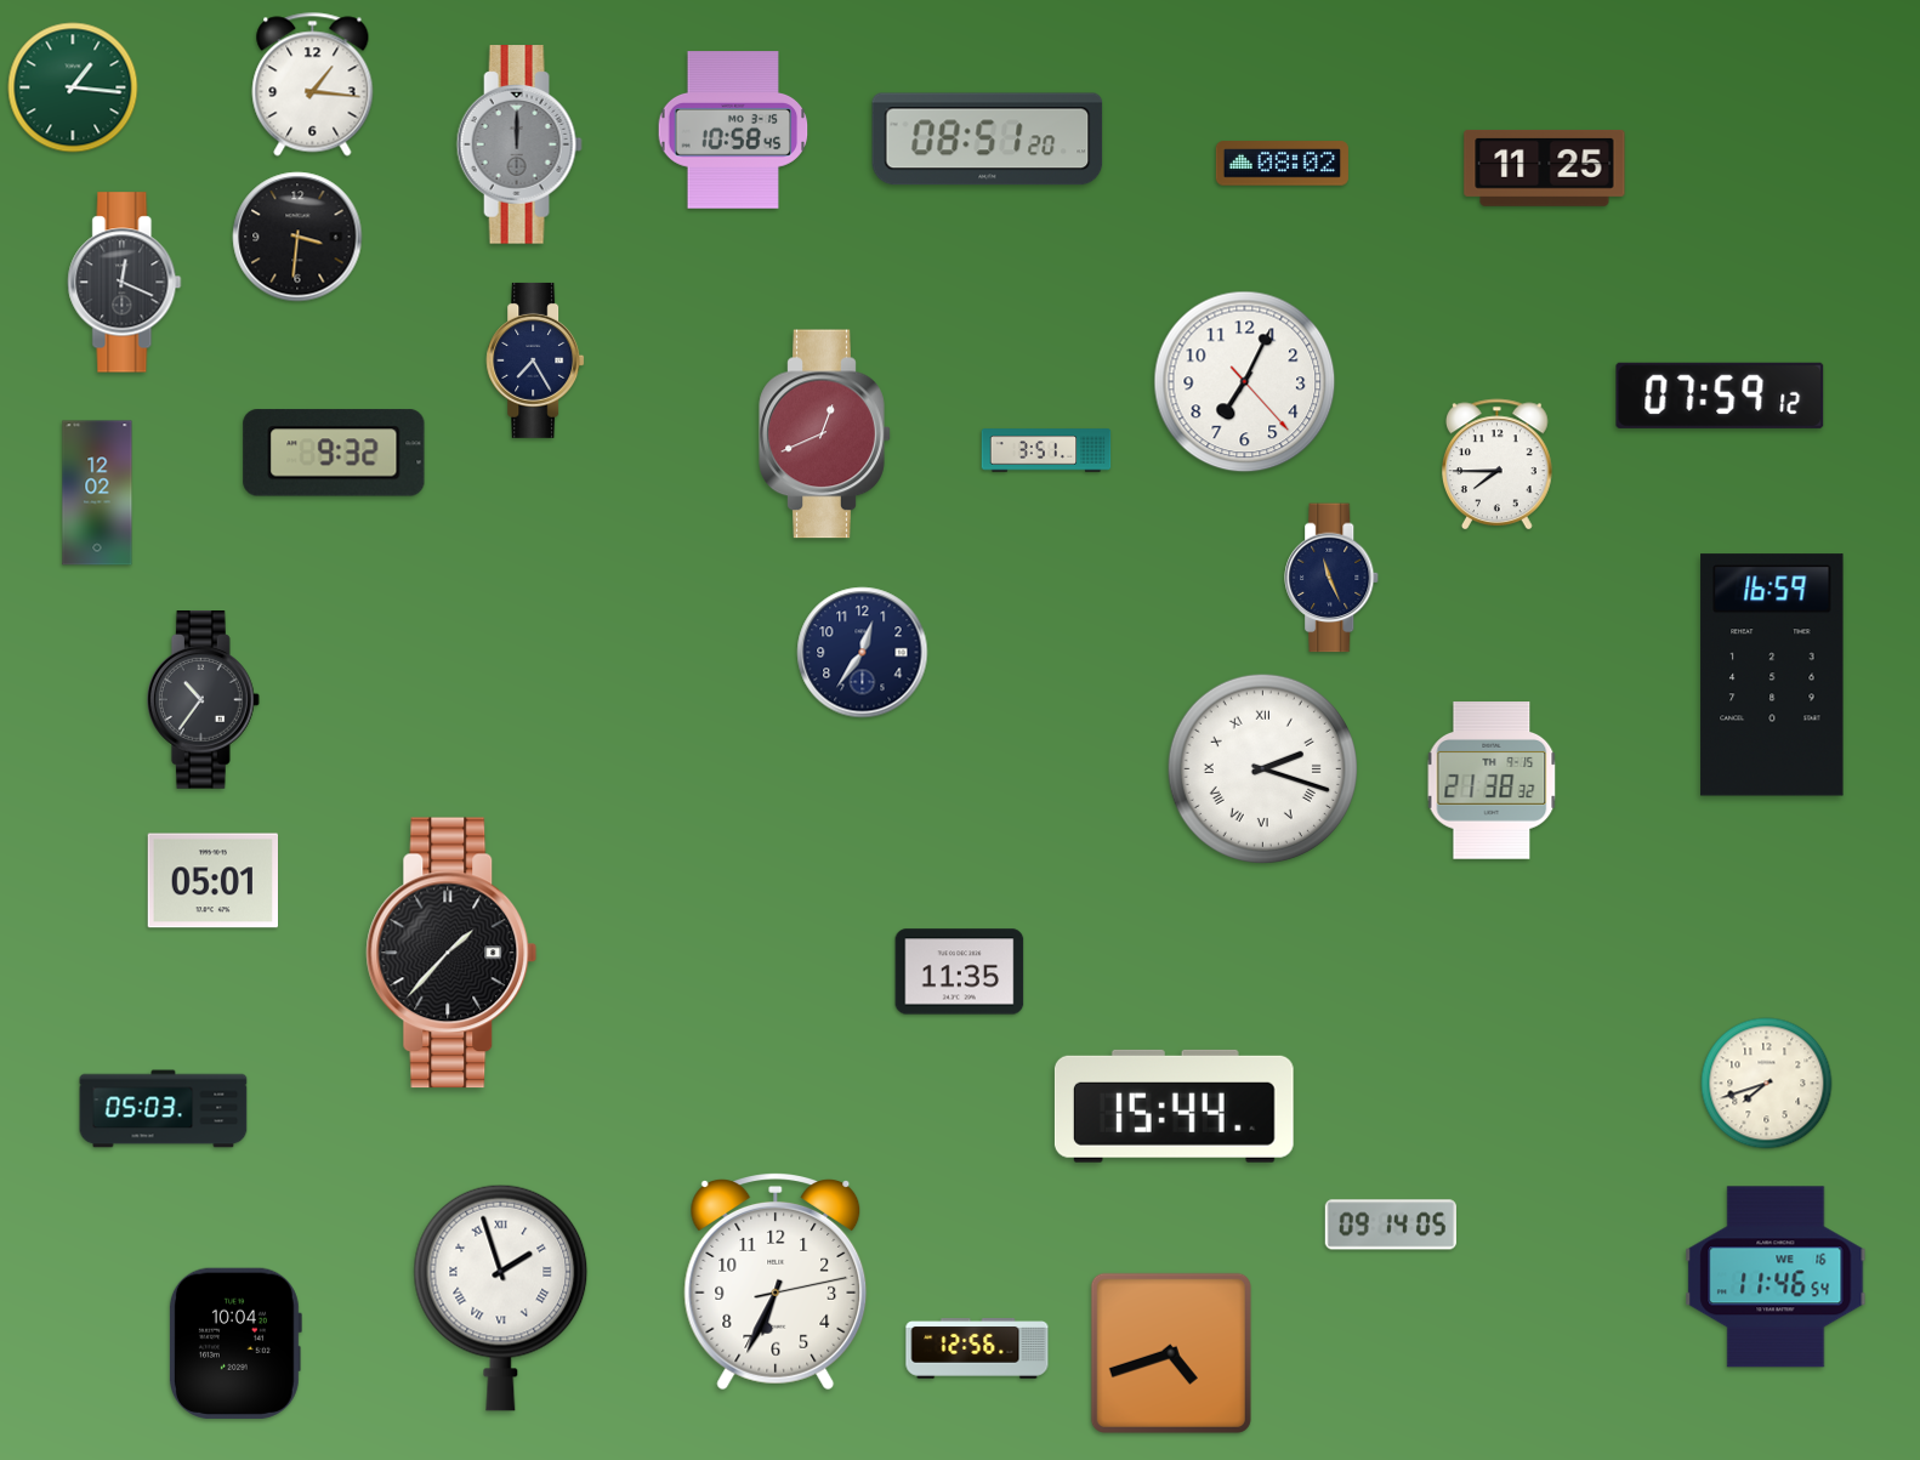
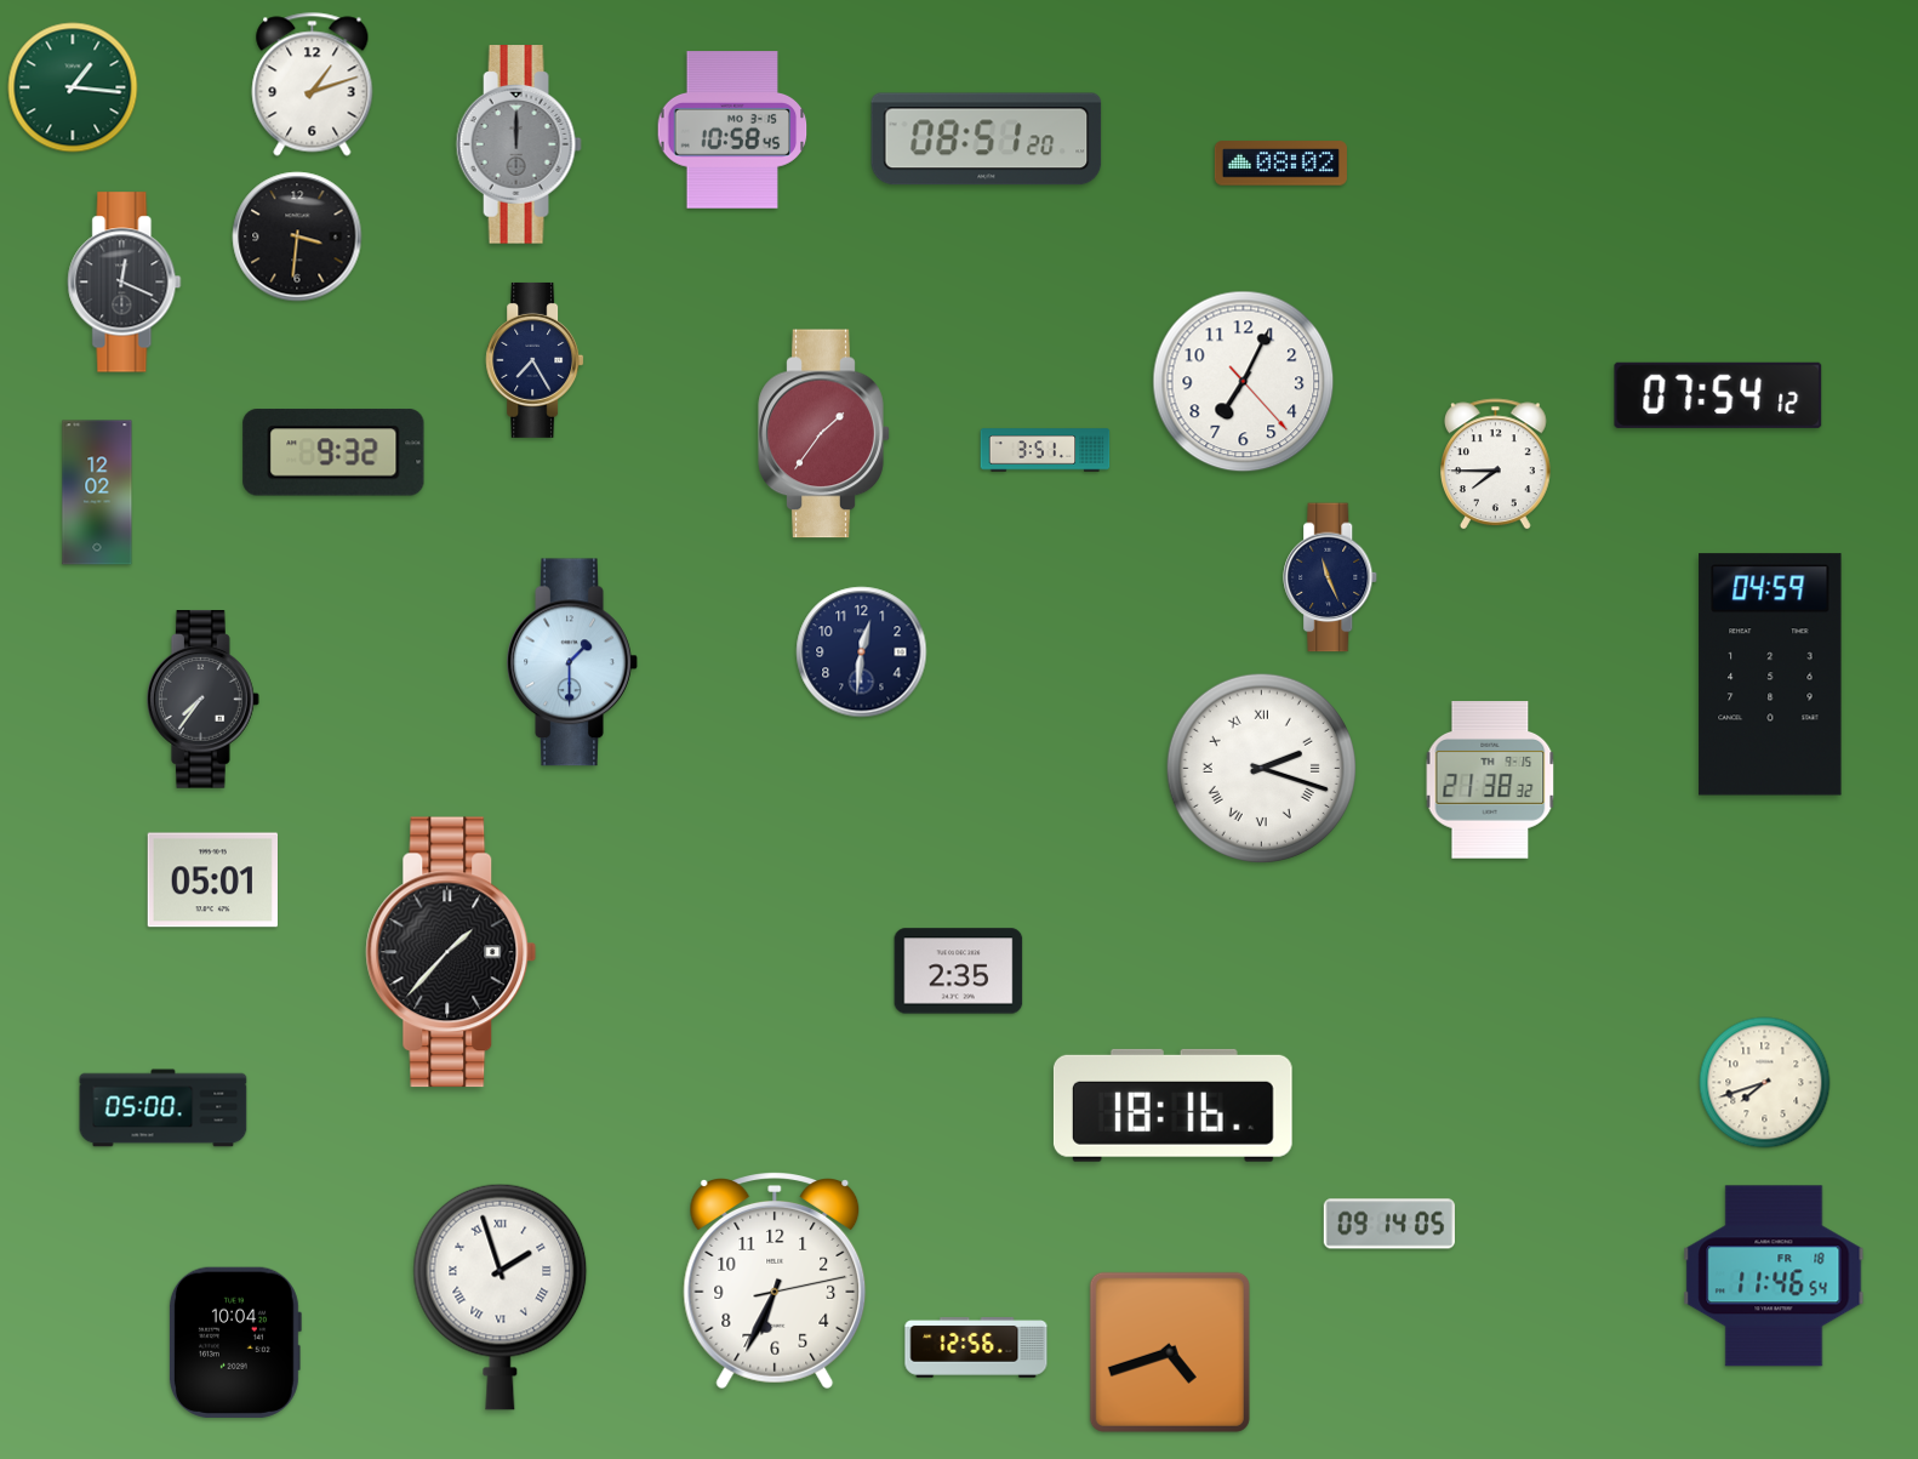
clock at (313, 85): 1:16 -> 1:12
clock at (1545, 167): 11:25 -> none
clock at (1720, 396): 07:59 -> 07:54
clock at (825, 434): 12:41 -> 1:36
clock at (863, 653): 12:36 -> 12:31
clock at (572, 662): none -> 1:30
clock at (1772, 675): 16:59 -> 04:59
clock at (203, 700): 10:36 -> 7:36
clock at (960, 972): 11:35 -> 2:35
clock at (1174, 1106): 15:44 -> 18:16
clock at (164, 1109): 05:03 -> 05:00
clock at (1776, 1277) date: WE 16 -> FR 18
